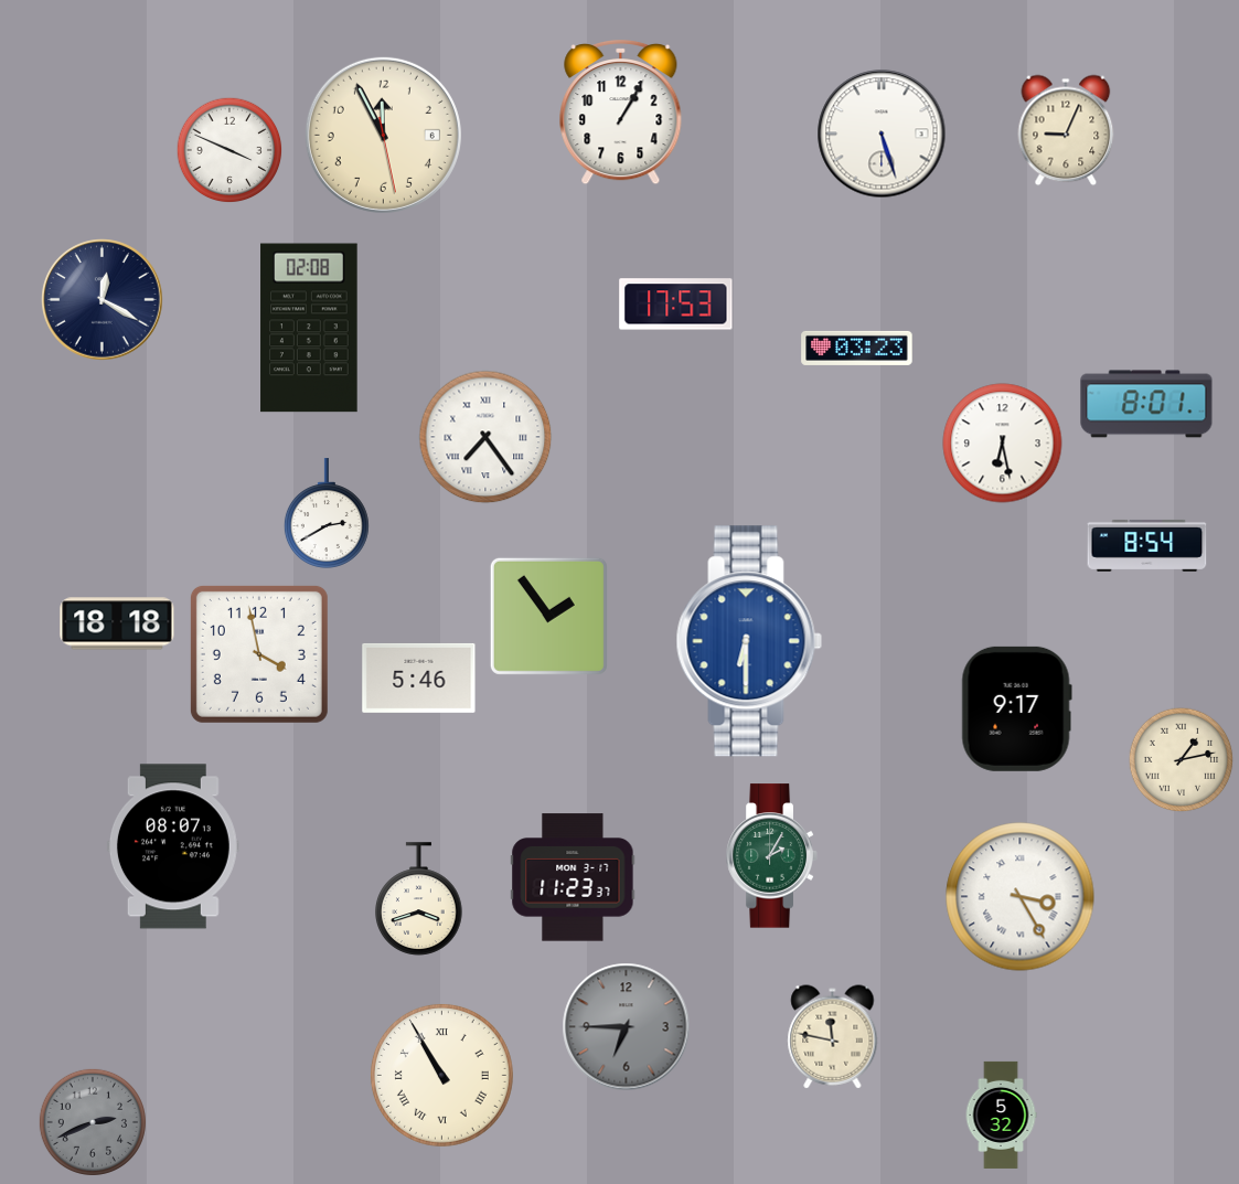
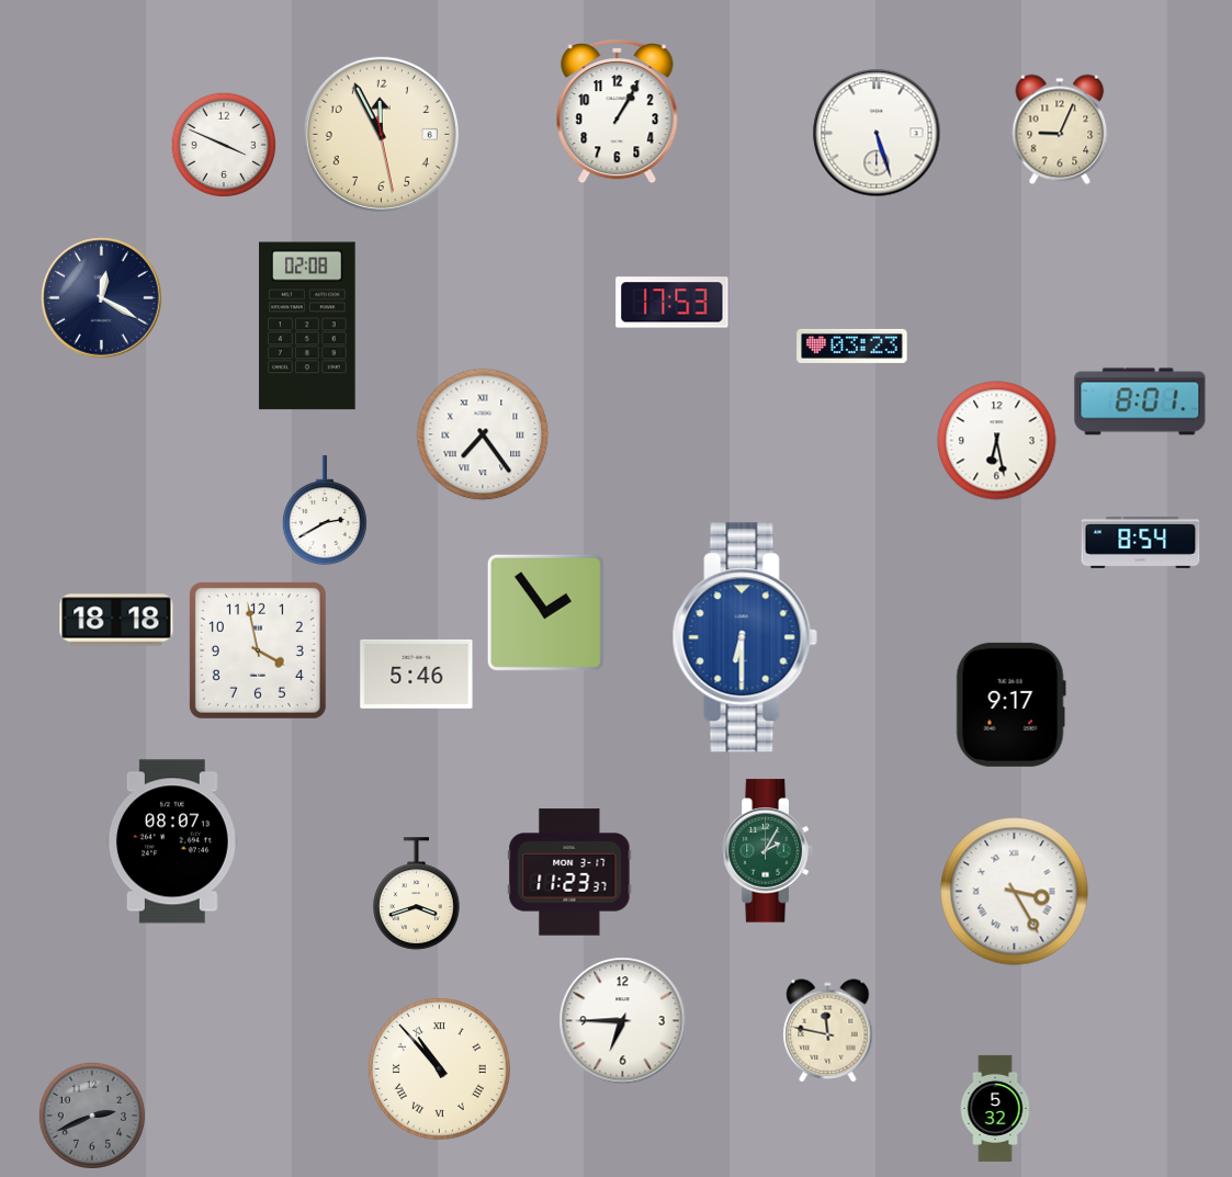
clock at (229, 150) position: (229, 150) -> (224, 145)
clock at (1182, 760): 1:13 -> none
clock at (627, 1027) dial: grey -> white
clock at (441, 1075): 10:55 -> 10:53
